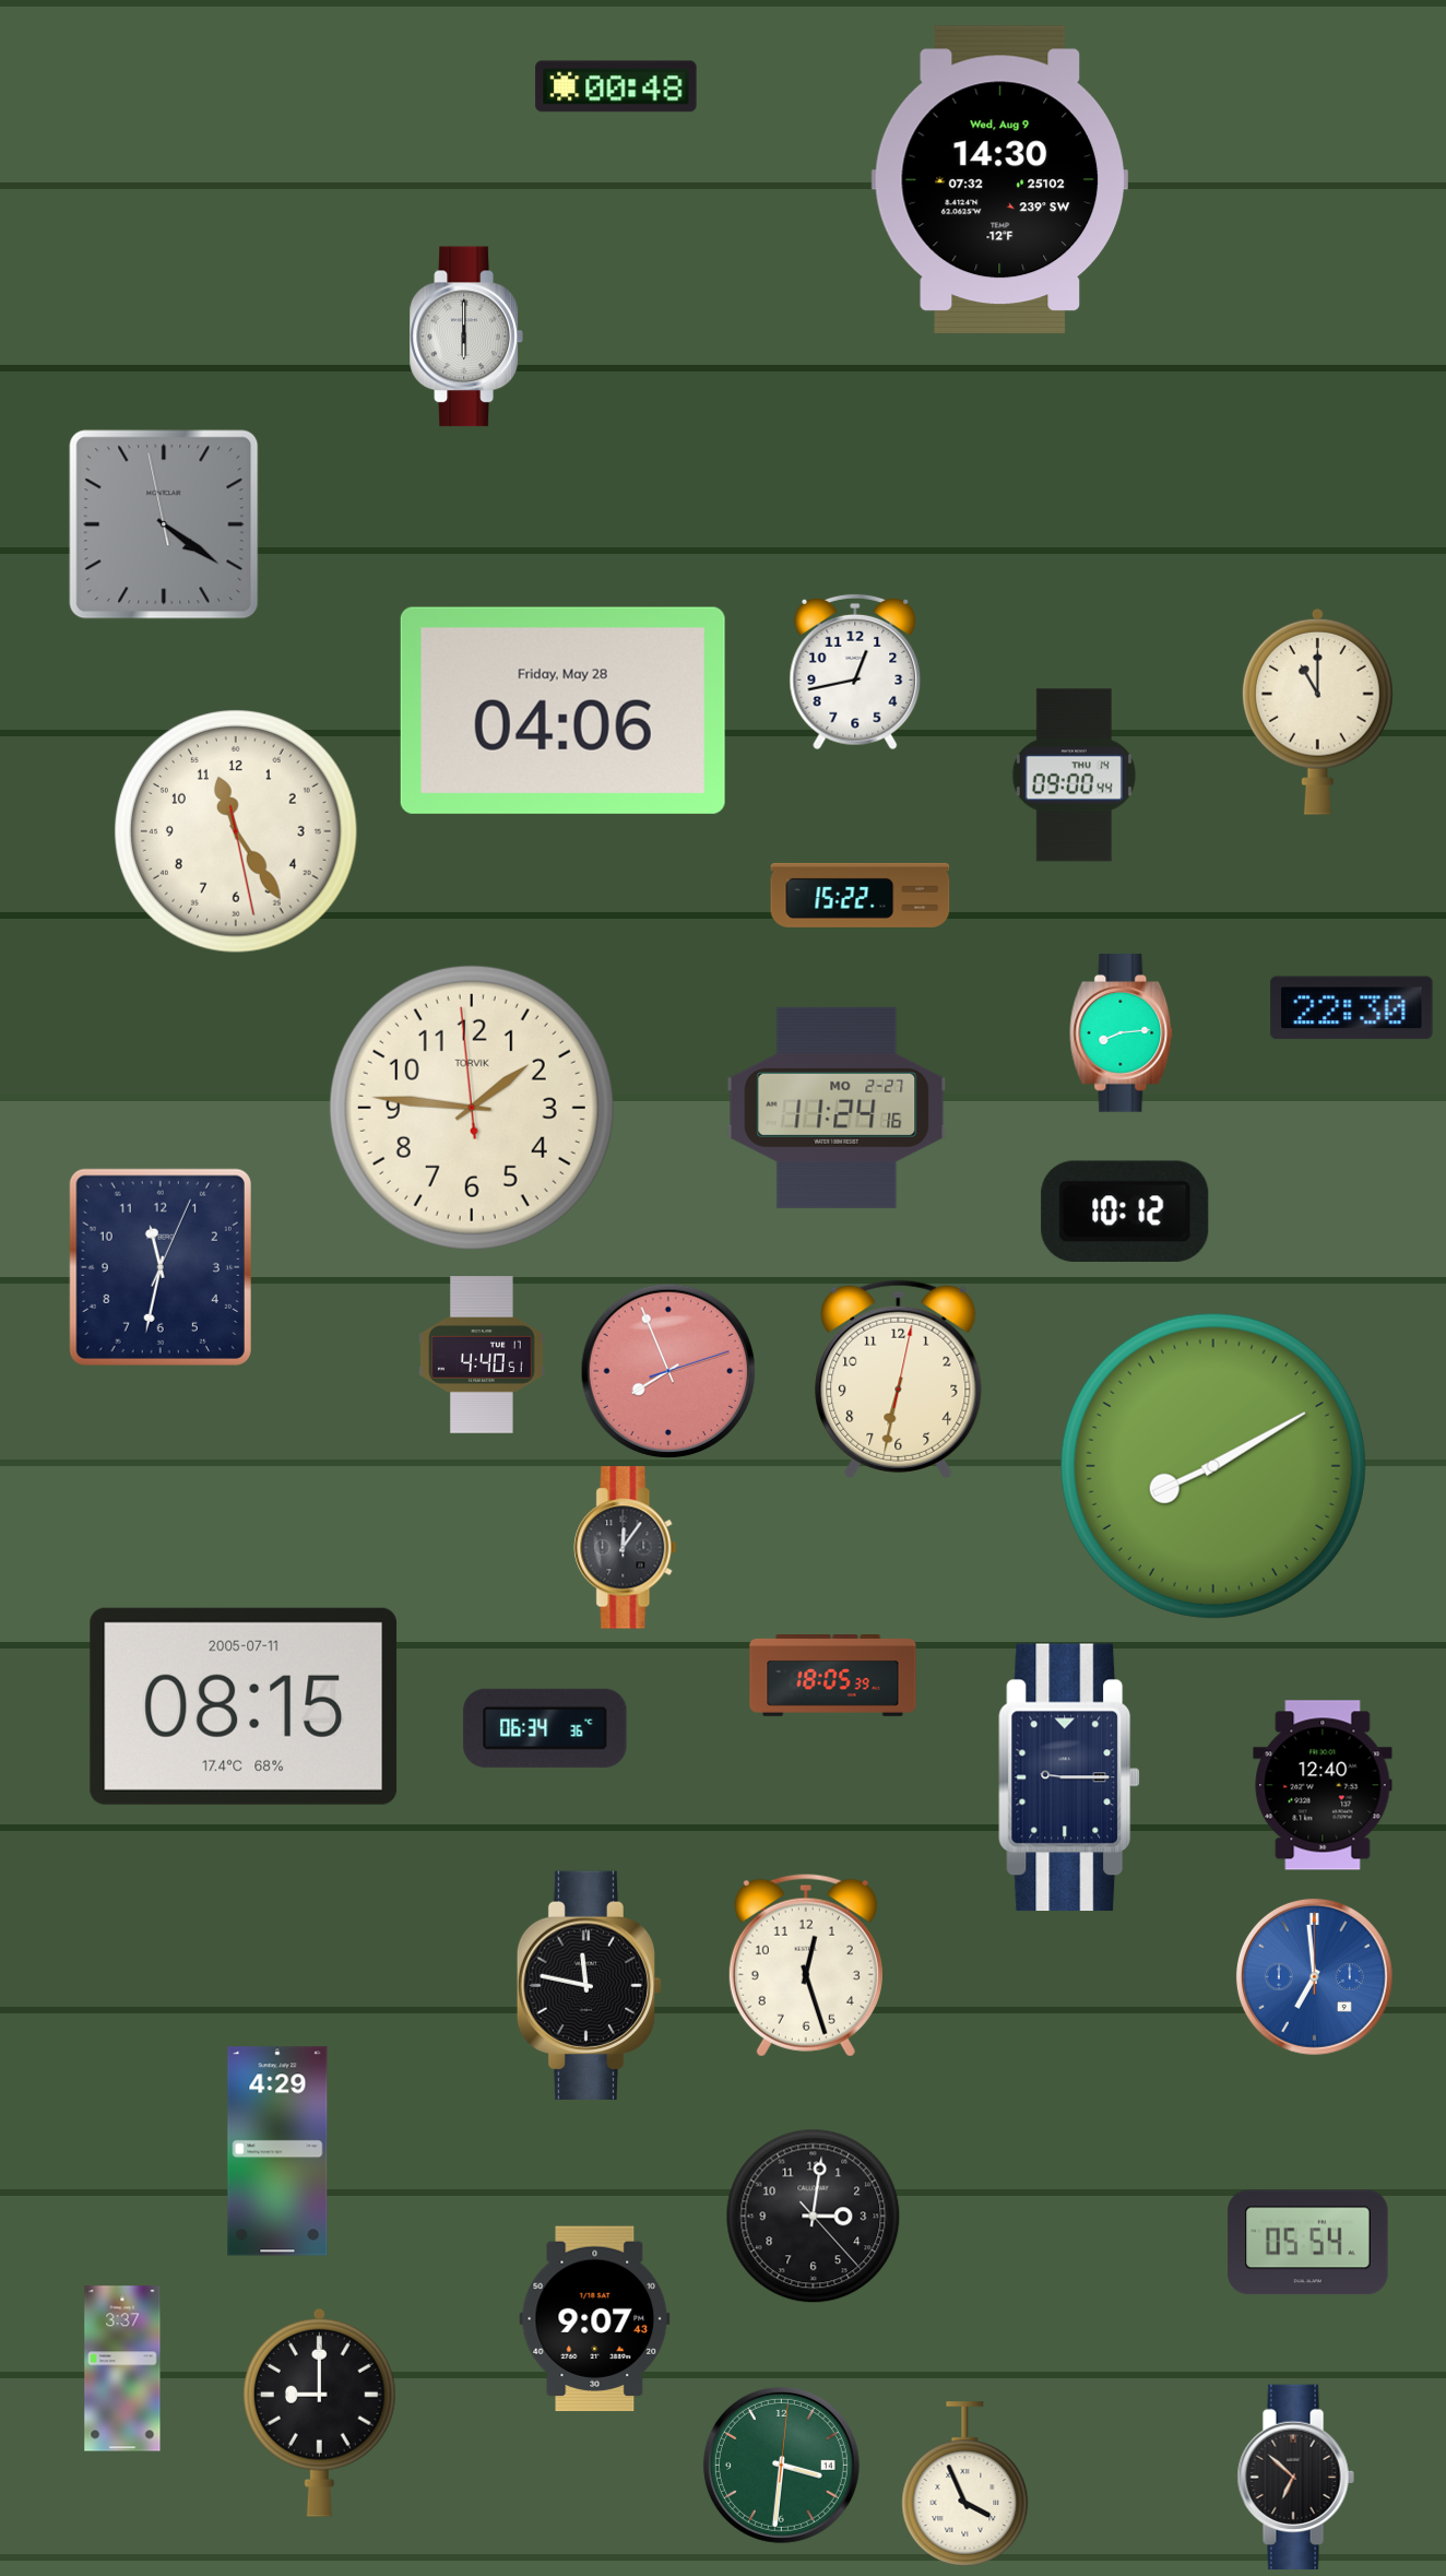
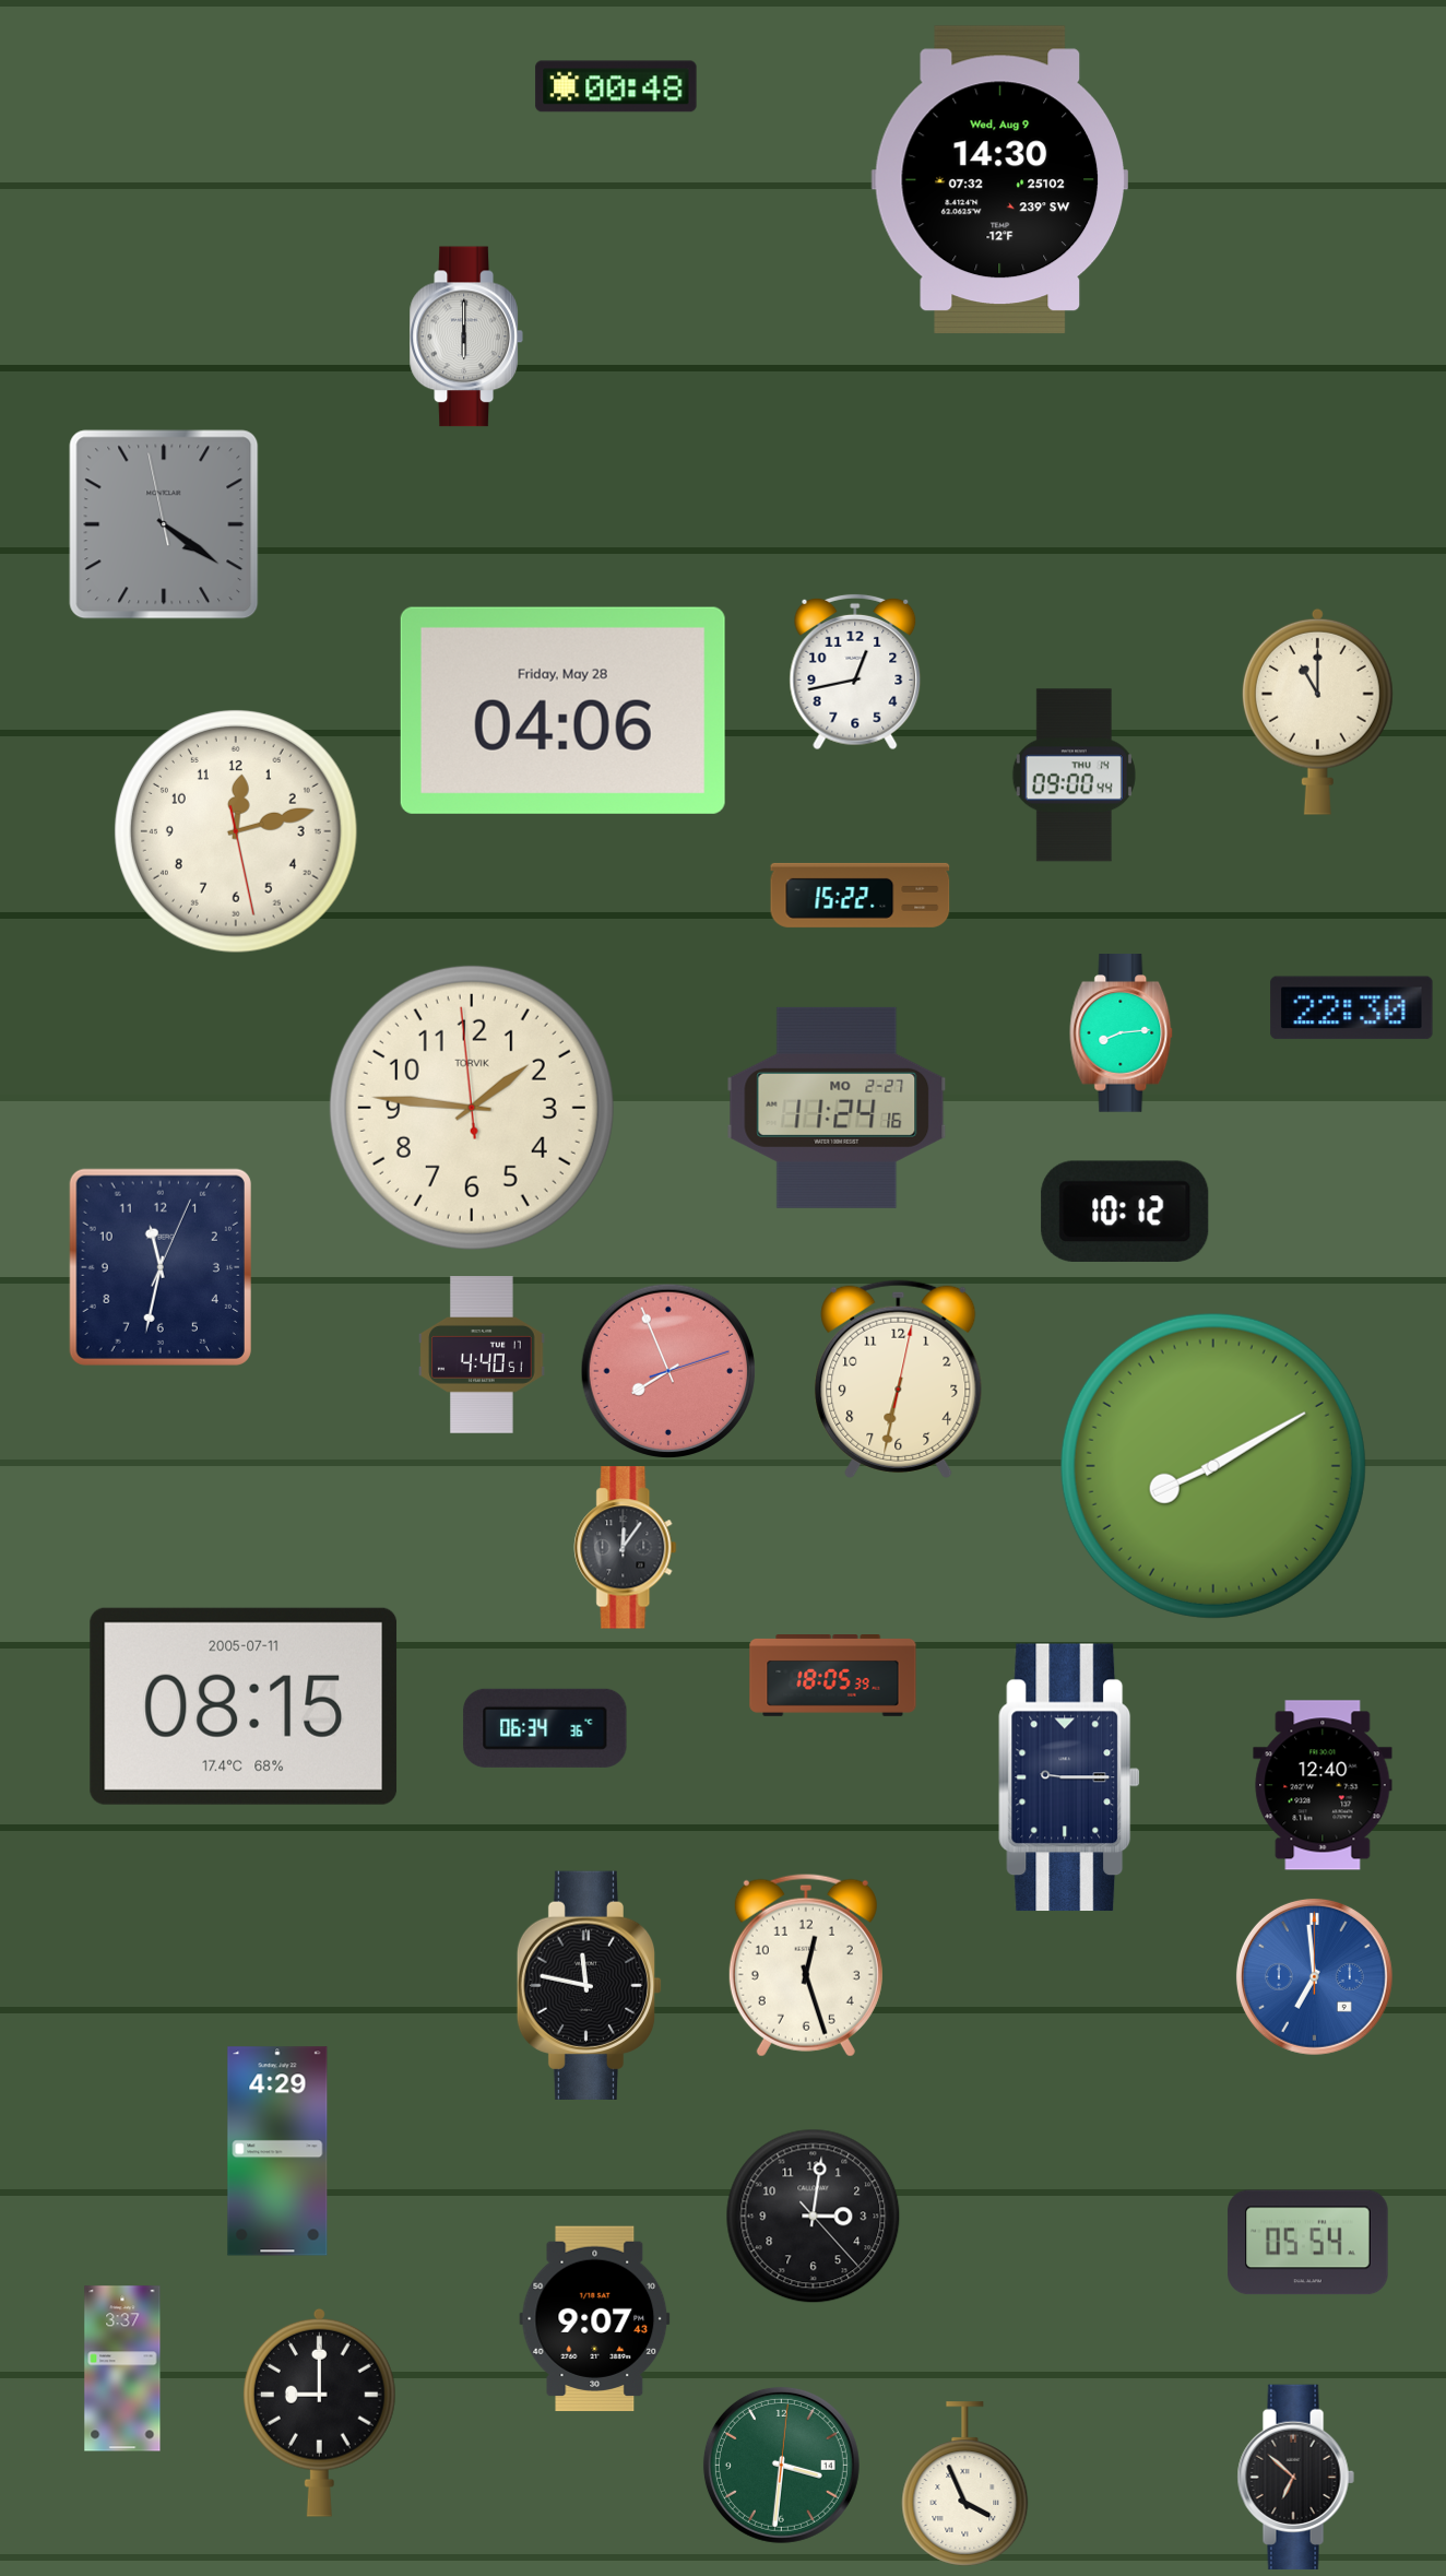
clock at (237, 832): 11:24 -> 12:12
